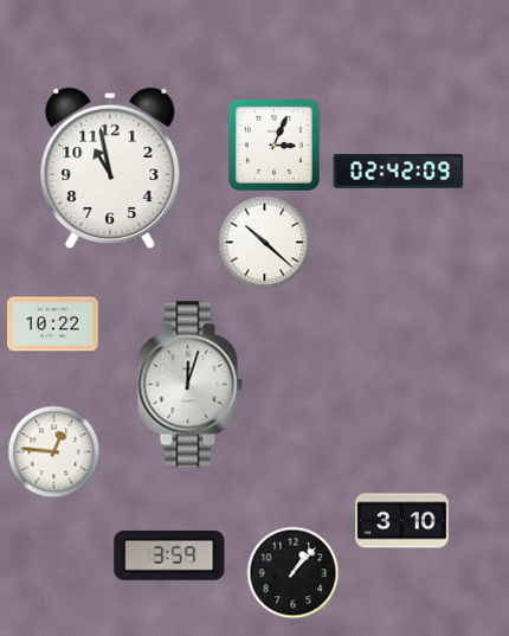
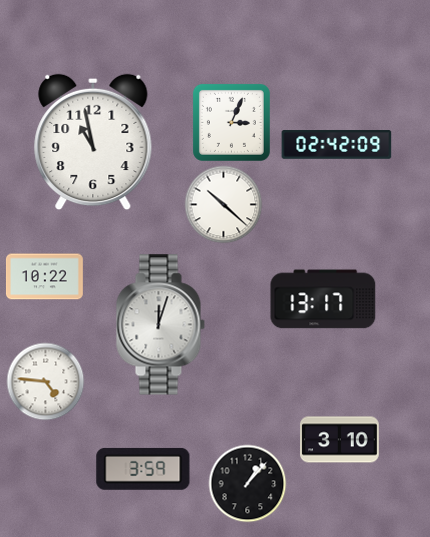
clock at (52, 325) position: (52, 325) -> (44, 277)
clock at (323, 299): none -> 13:17
clock at (53, 451): 12:46 -> 4:46
